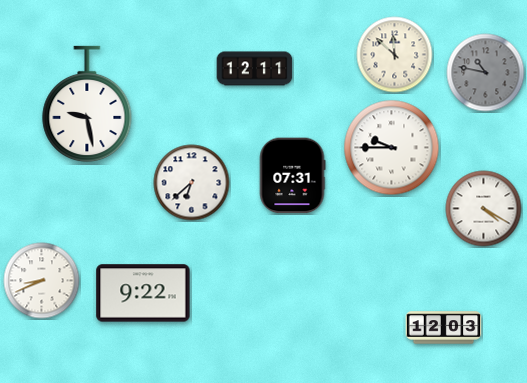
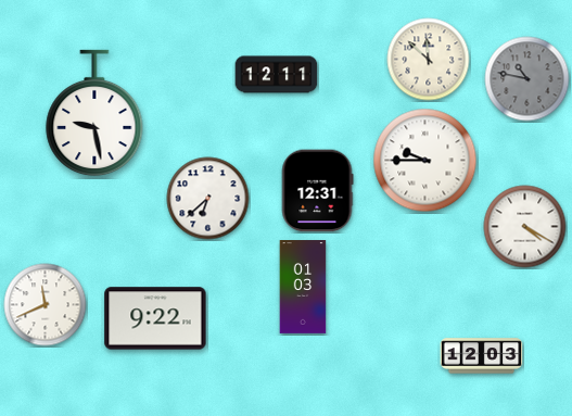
clock at (292, 176): 07:31 -> 12:31
clock at (303, 288): none -> 01:03
clock at (42, 281): 8:41 -> 11:41
